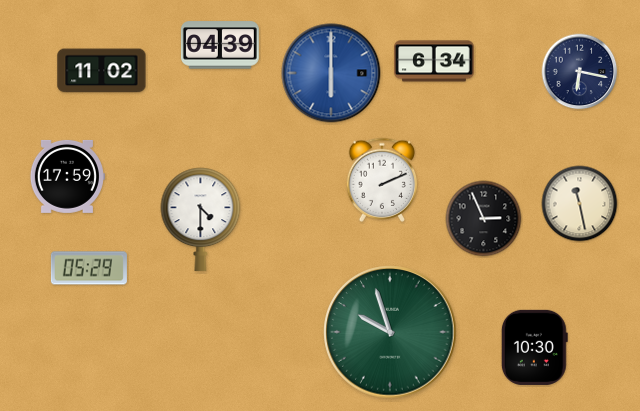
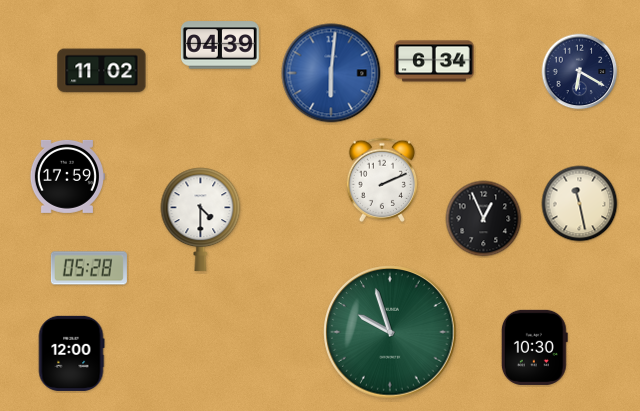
clock at (580, 72): 6:17 -> 6:20
clock at (331, 73): 6:00 -> 6:01
clock at (484, 219): 2:56 -> 12:56
clock at (89, 268): 05:29 -> 05:28
clock at (71, 353): none -> 12:00
